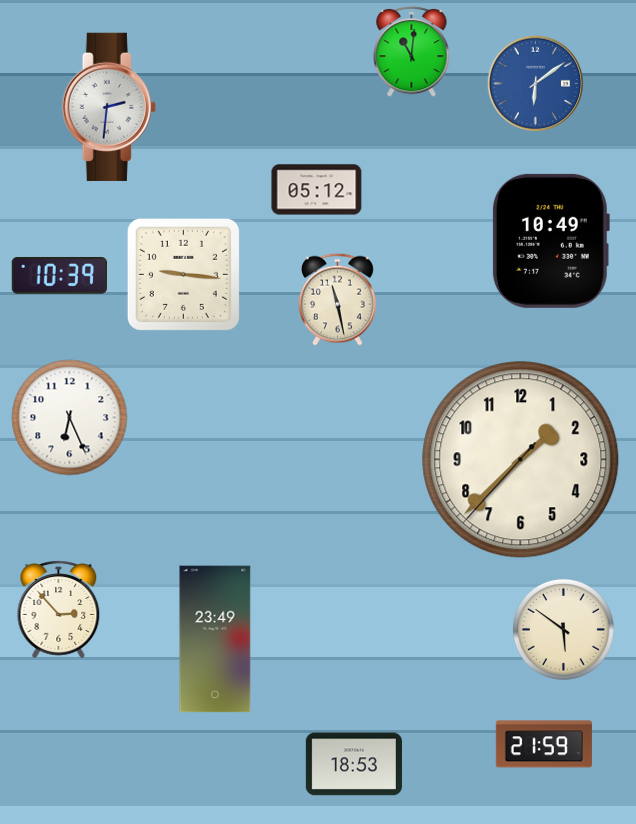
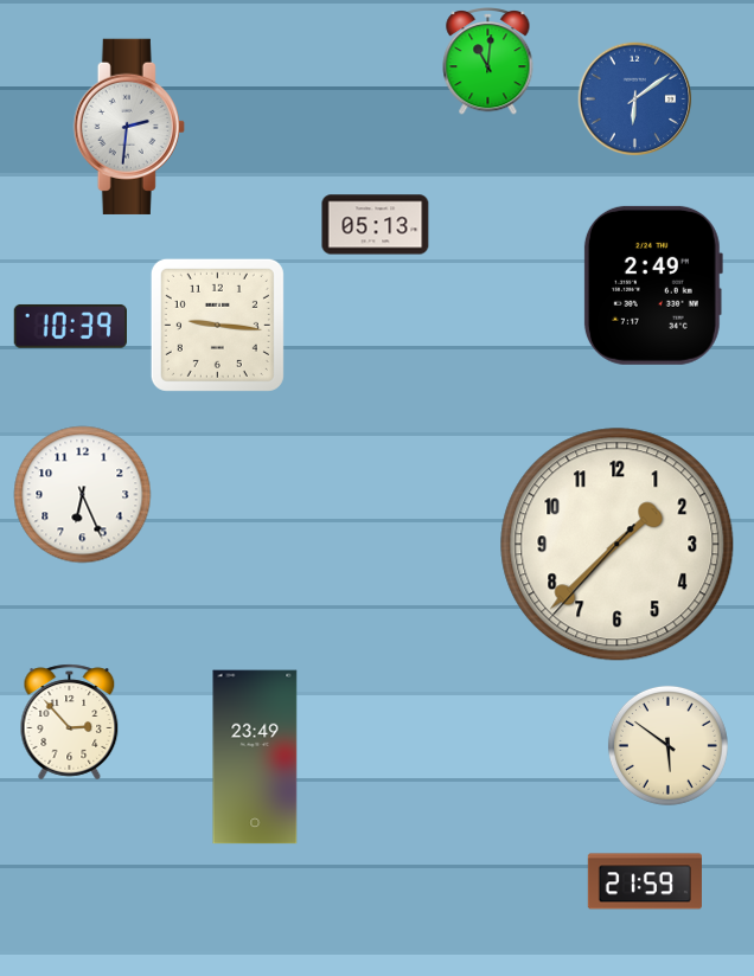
clock at (317, 190): 05:12 -> 05:13
clock at (550, 241): 10:49 -> 2:49
clock at (337, 299): 11:28 -> none
clock at (354, 764): 18:53 -> none
